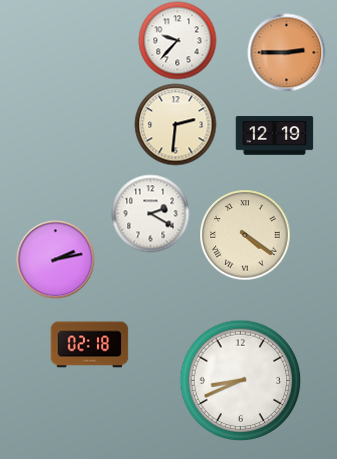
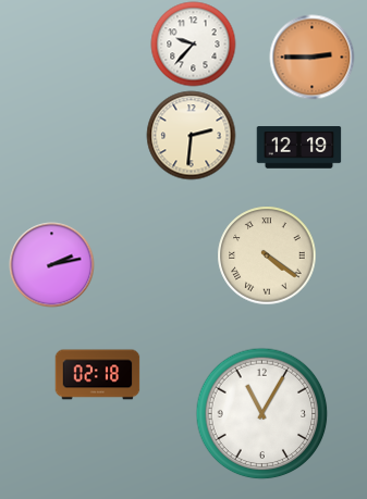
clock at (150, 213): 2:20 -> none
clock at (55, 259) position: (55, 259) -> (51, 264)
clock at (240, 380): 8:41 -> 11:05
